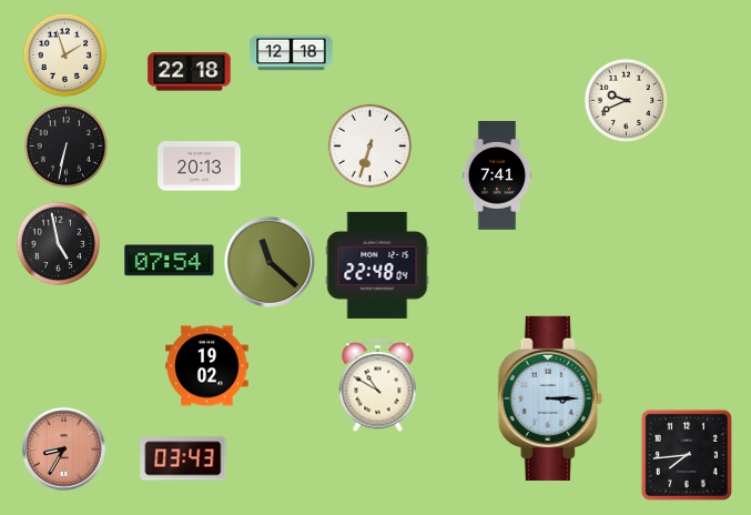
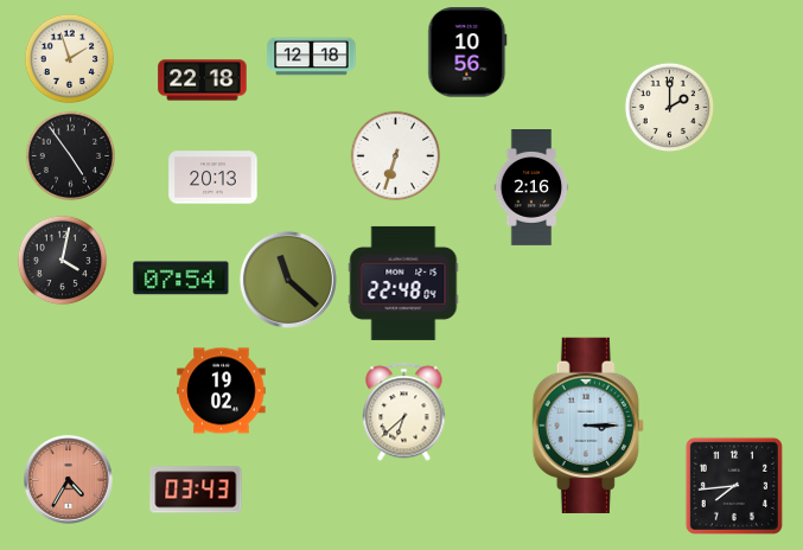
clock at (467, 52): none -> 10:56
clock at (190, 72) position: (190, 72) -> (203, 81)
clock at (627, 101): 9:41 -> 2:00
clock at (67, 147): 6:32 -> 4:54
clock at (497, 176): 7:41 -> 2:16
clock at (59, 244): 4:58 -> 4:02
clock at (378, 386): 10:50 -> 6:38
clock at (63, 448): 8:35 -> 4:35
